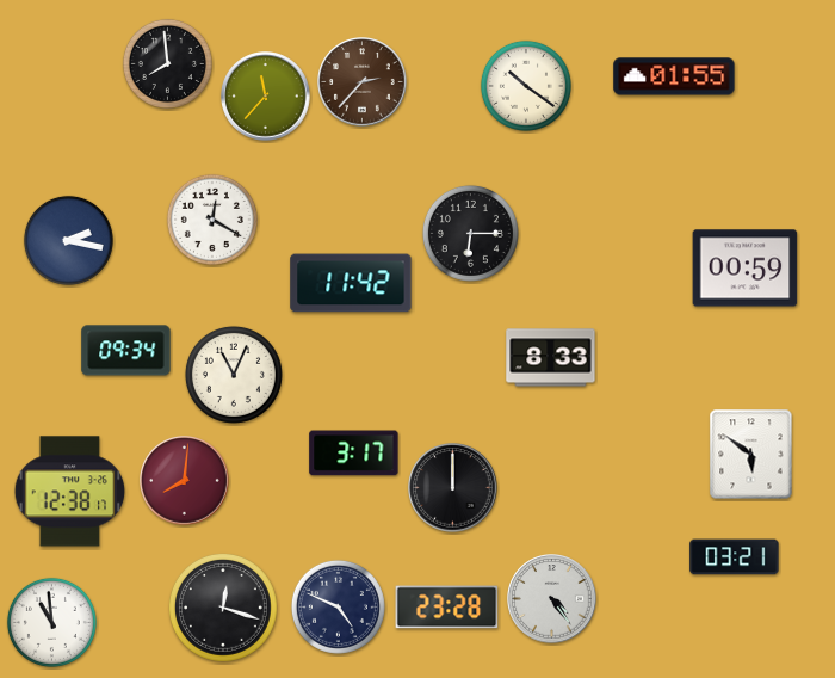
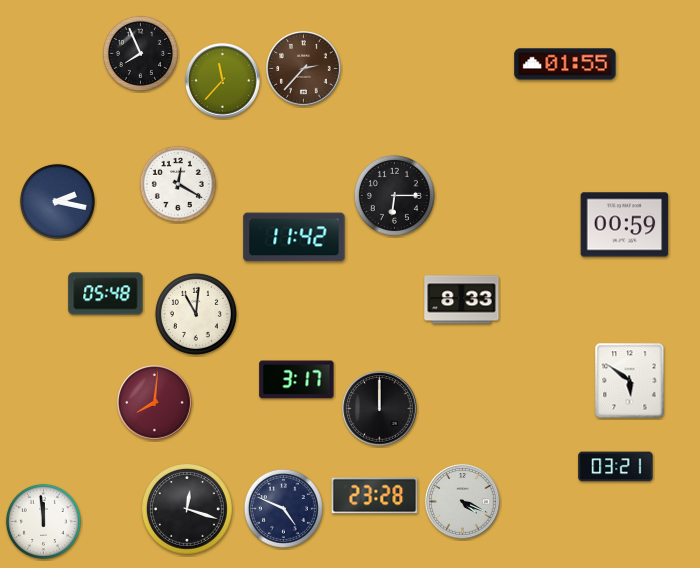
clock at (167, 63): 7:59 -> 7:56
clock at (526, 86): 10:21 -> none
clock at (126, 351): 09:34 -> 05:48
clock at (234, 375): 11:04 -> 11:01
clock at (70, 492): 12:38 -> none
clock at (552, 599): 4:24 -> 4:19
clock at (447, 608) position: (447, 608) -> (375, 496)
clock at (51, 622): 10:59 -> 11:59
